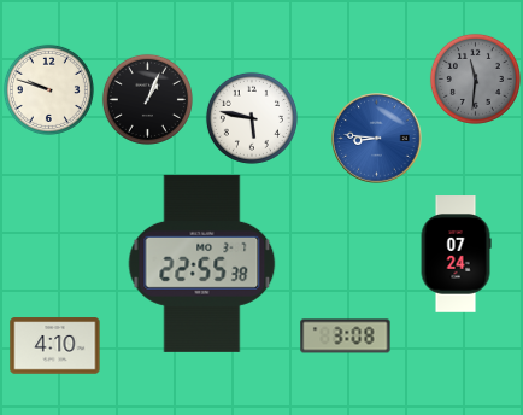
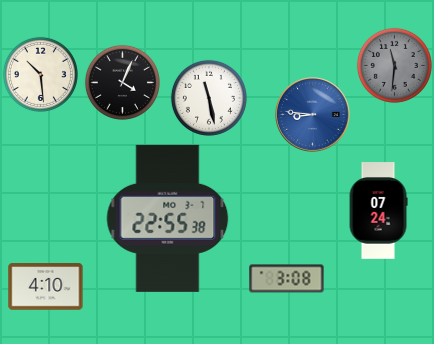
clock at (48, 89): 9:48 -> 10:29
clock at (147, 99): 1:04 -> 4:04
clock at (252, 118): 5:47 -> 11:28
